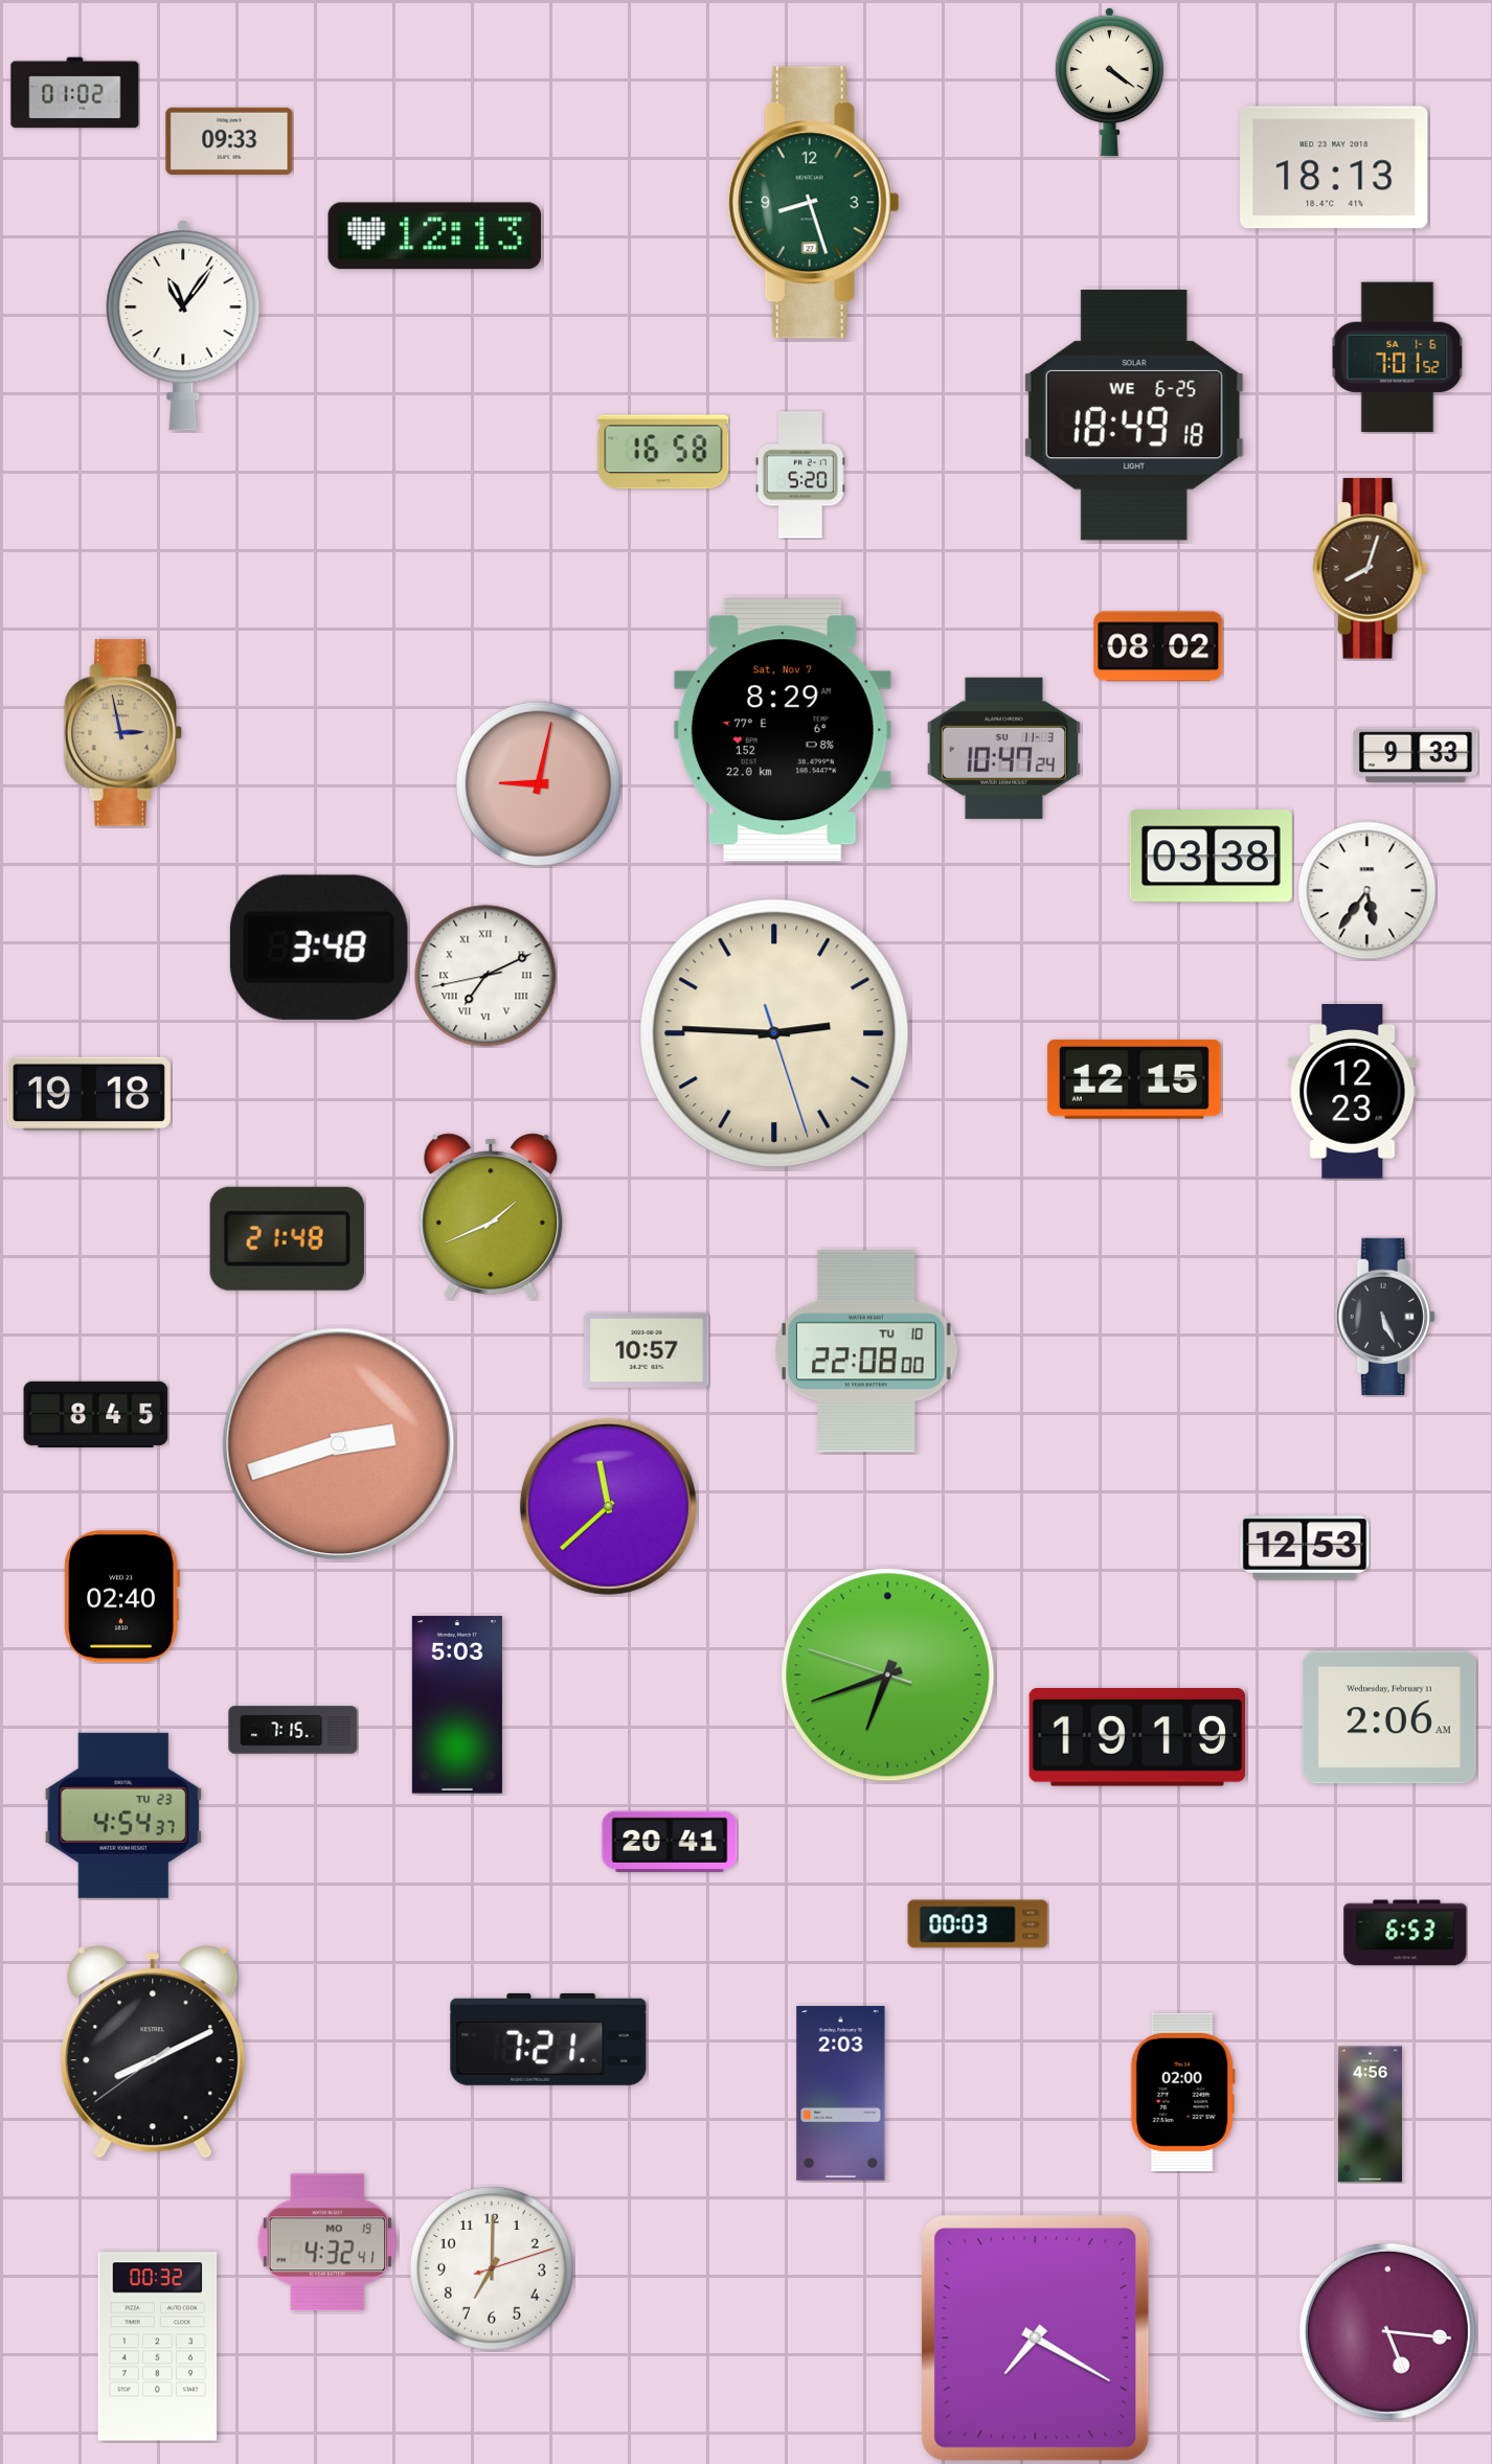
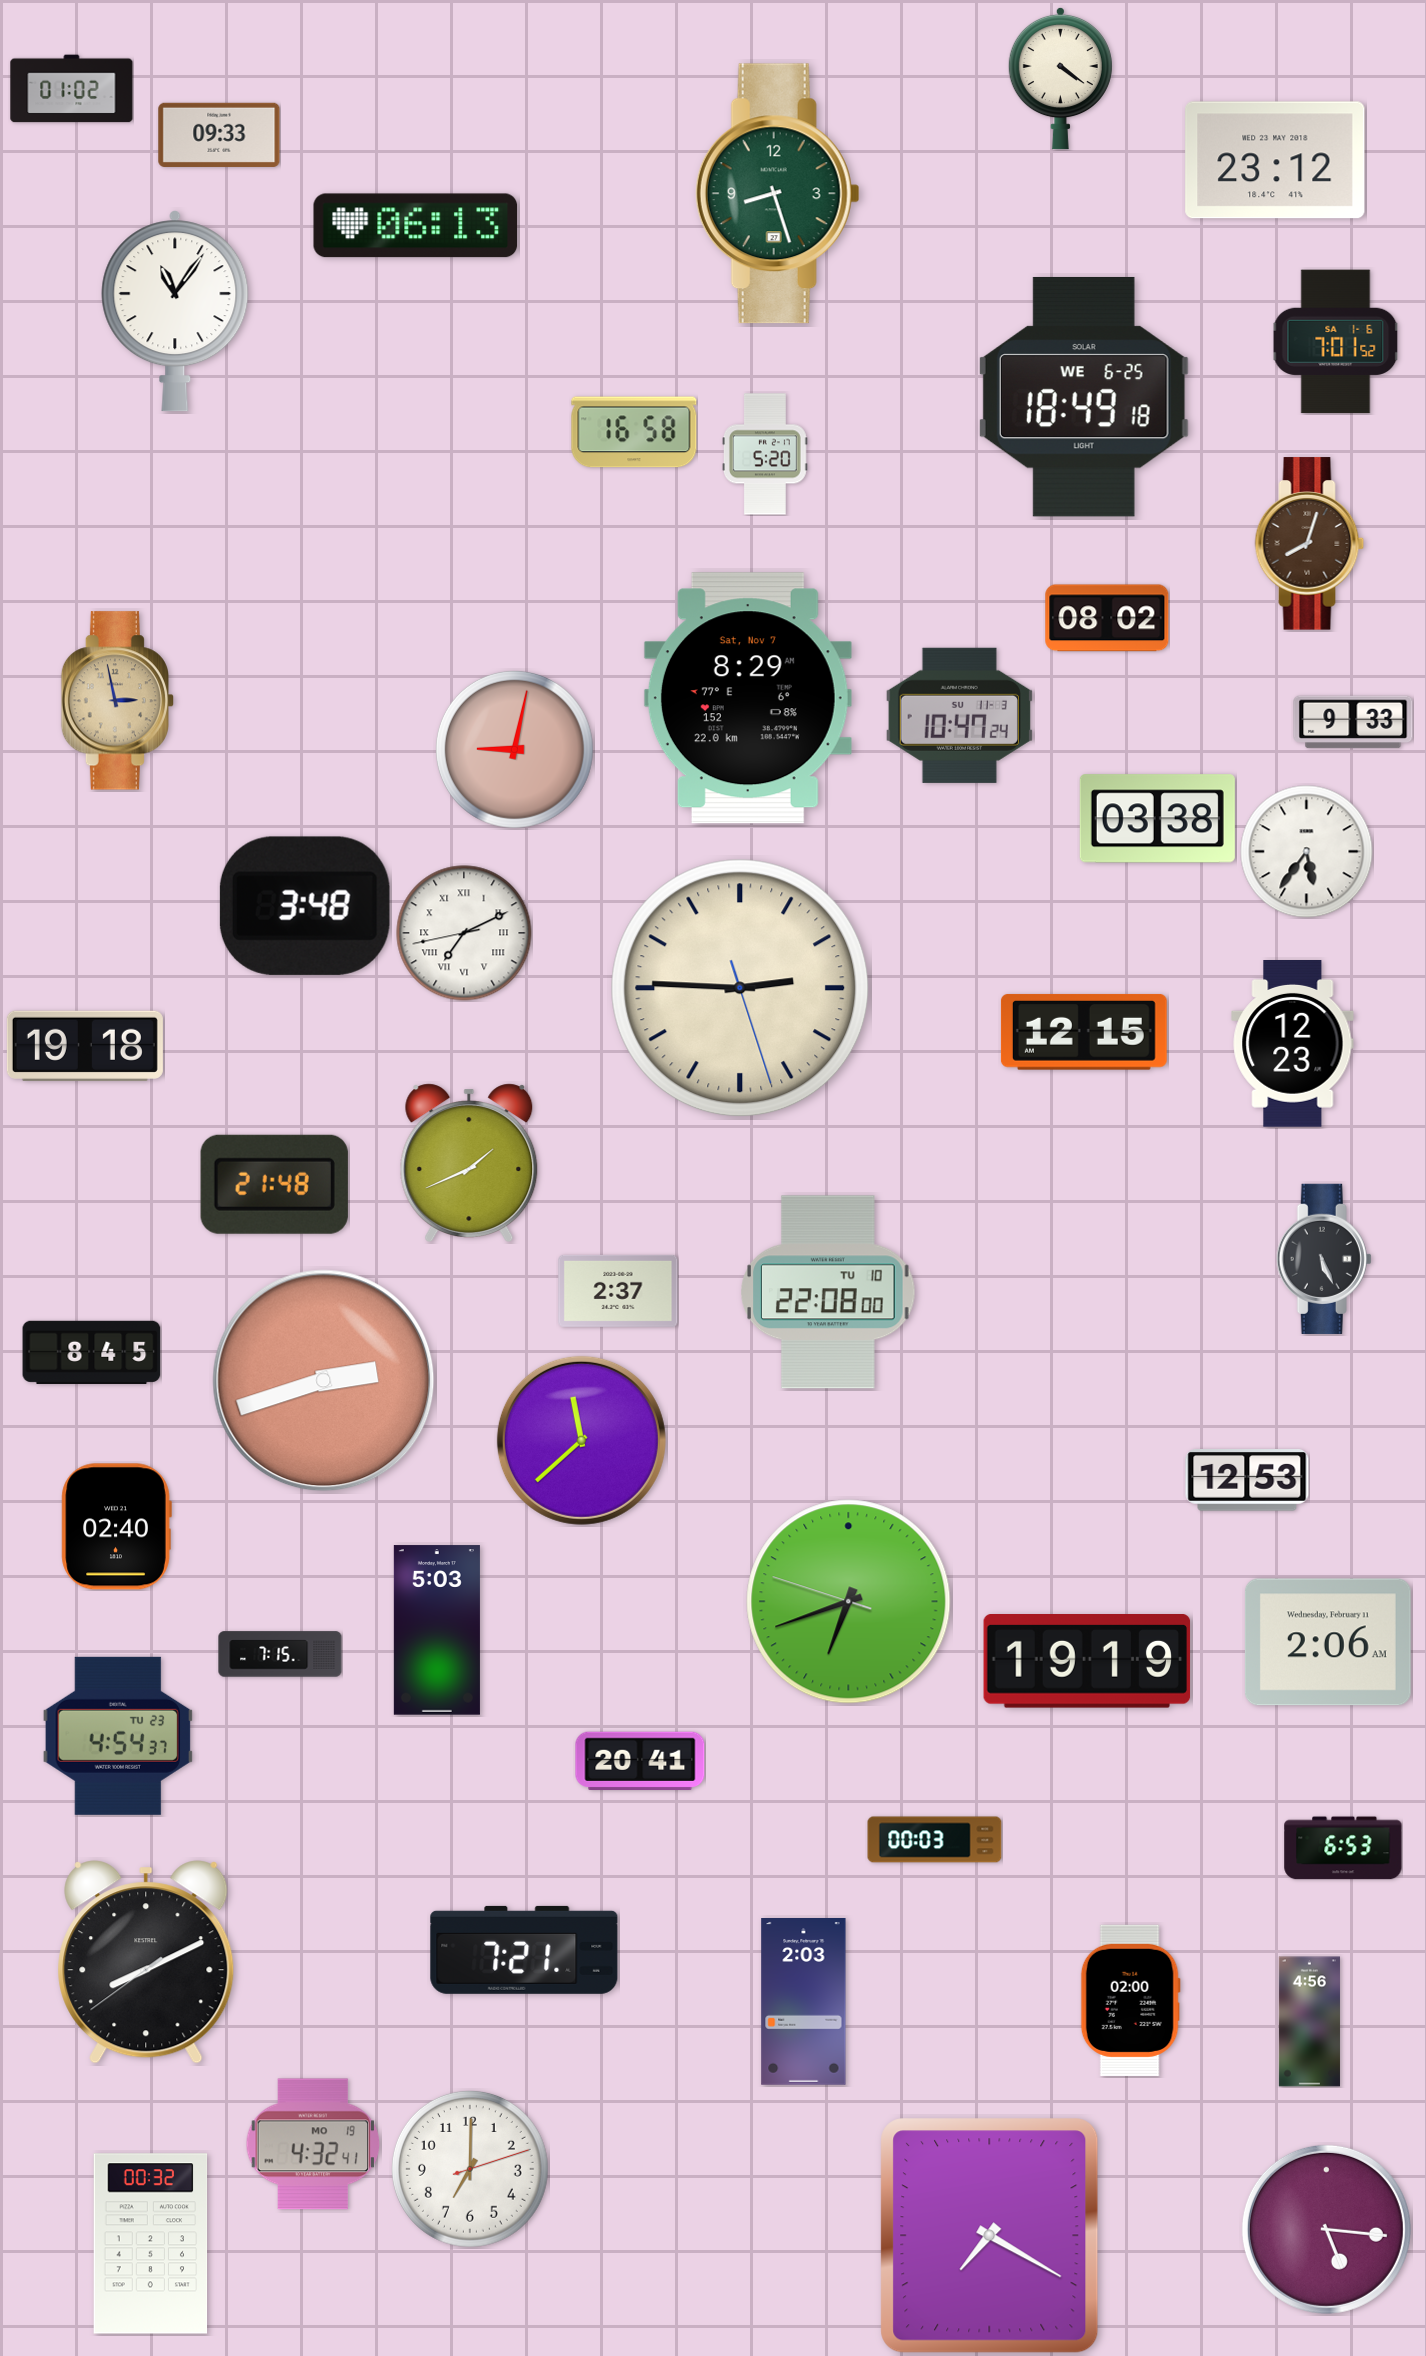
clock at (1334, 167): 18:13 -> 23:12
clock at (435, 236): 12:13 -> 06:13
clock at (647, 1350): 10:57 -> 2:37
